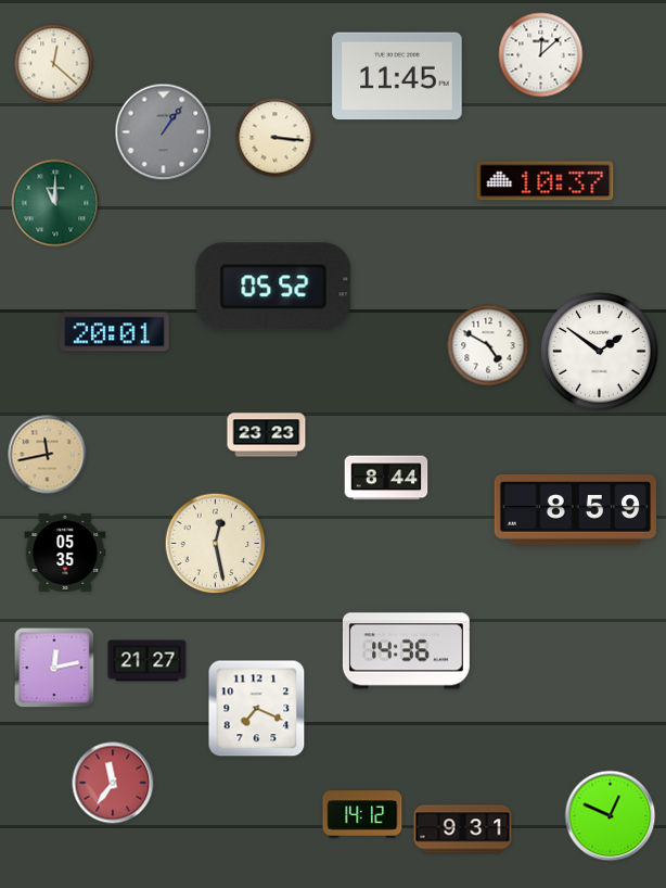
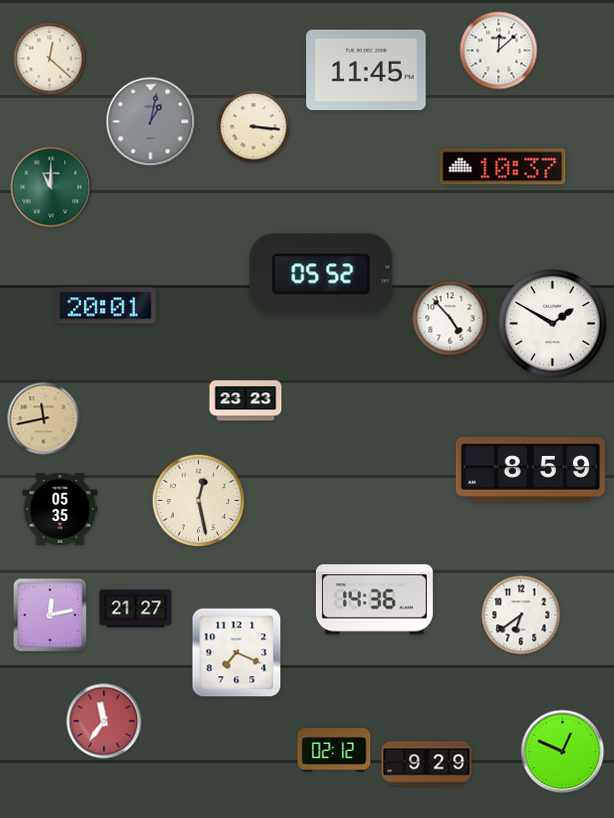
clock at (164, 132): 1:06 -> 1:02
clock at (273, 287) position: (273, 287) -> (321, 274)
clock at (488, 345): 4:50 -> 4:53
clock at (600, 352): 1:51 -> 1:50
clock at (386, 478): 8:44 -> none
clock at (521, 615): none -> 6:39
clock at (362, 814): 14:12 -> 02:12
clock at (463, 829): 9:31 -> 9:29
